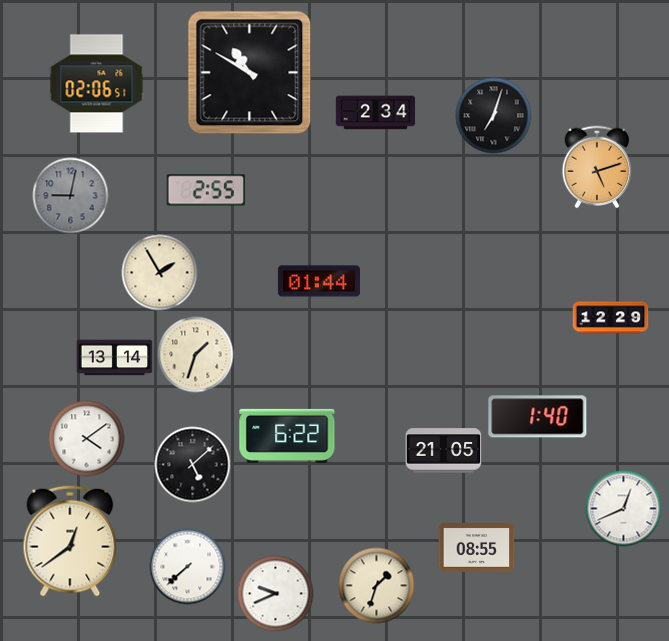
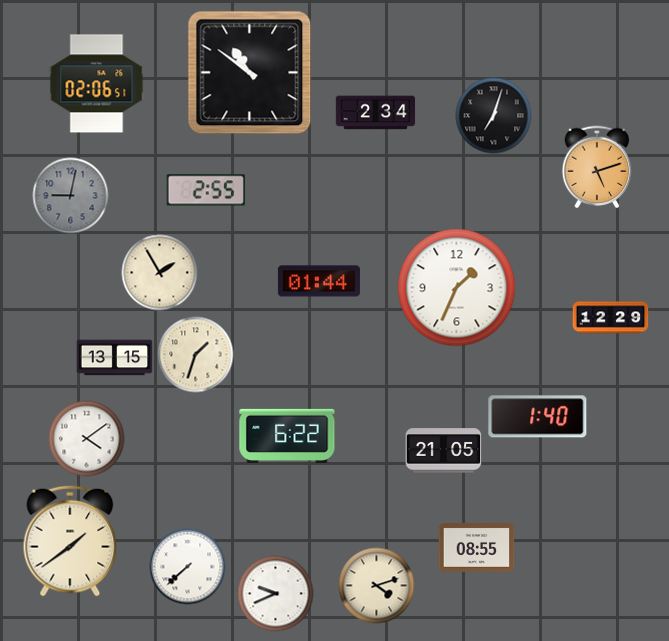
clock at (250, 73): 10:50 -> 10:51
clock at (457, 288): none -> 1:34
clock at (115, 358): 13:14 -> 13:15
clock at (193, 465): 5:08 -> none
clock at (624, 509): 12:41 -> none
clock at (70, 541): 12:39 -> 1:39
clock at (377, 586): 1:33 -> 4:12
